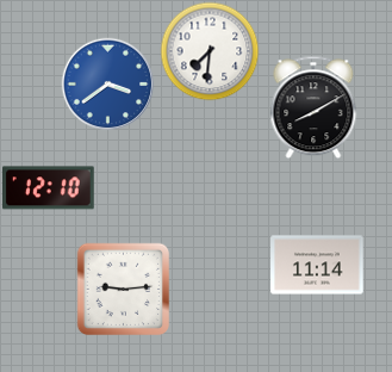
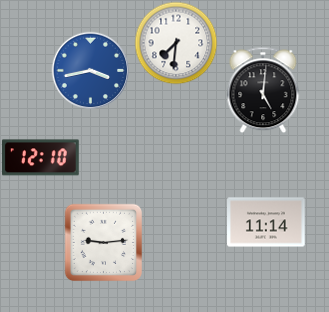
clock at (107, 83): 3:39 -> 3:43
clock at (313, 107): 8:10 -> 5:01
